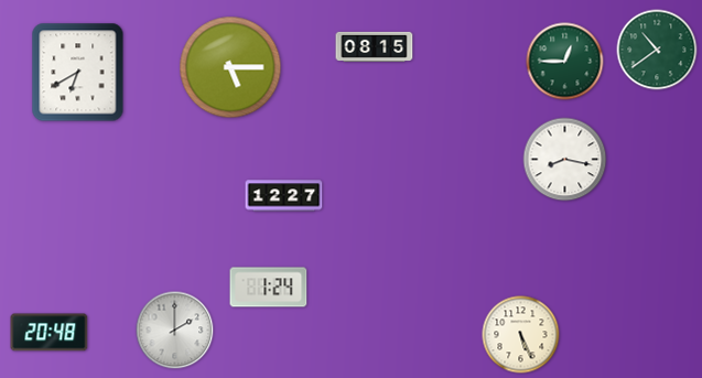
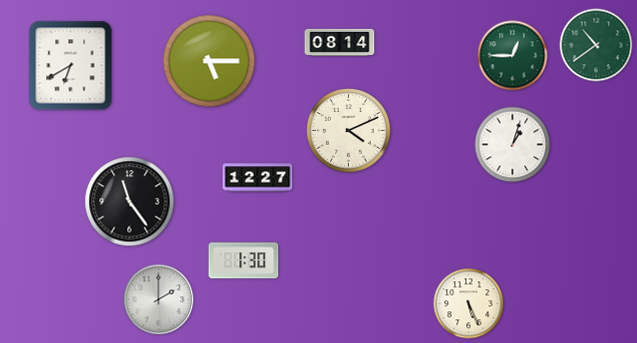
clock at (375, 46): 08:15 -> 08:14
clock at (349, 131): none -> 4:11
clock at (565, 160): 8:17 -> 1:03
clock at (130, 202): none -> 11:24
clock at (269, 288): 1:24 -> 1:30
clock at (50, 333): 20:48 -> none
clock at (521, 335) position: (521, 335) -> (469, 304)
